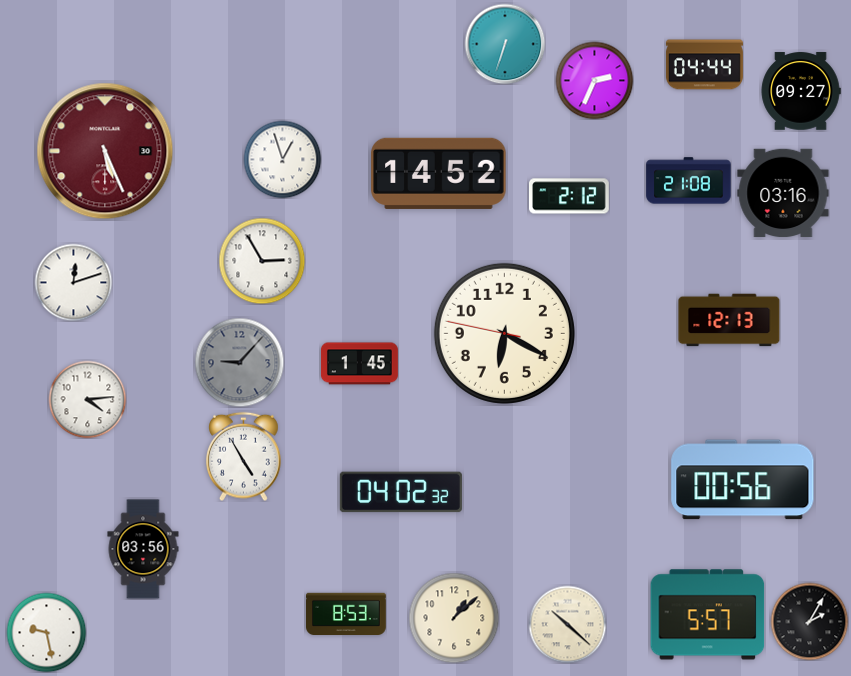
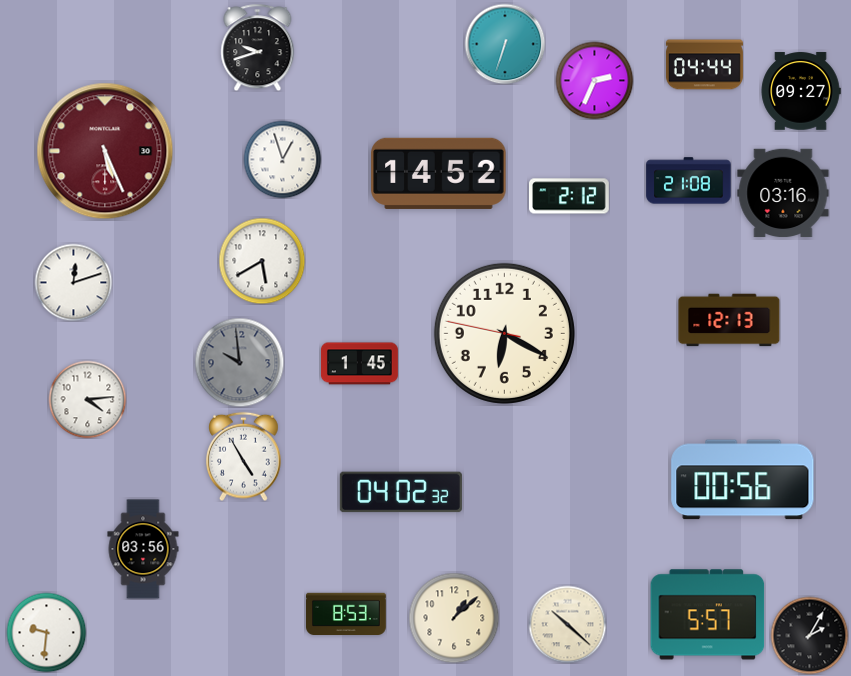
clock at (258, 47): none -> 9:42
clock at (262, 261): 2:55 -> 5:40
clock at (239, 362): 9:07 -> 9:59
clock at (809, 621) position: (809, 621) -> (809, 635)
clock at (46, 632): 9:28 -> 9:31
